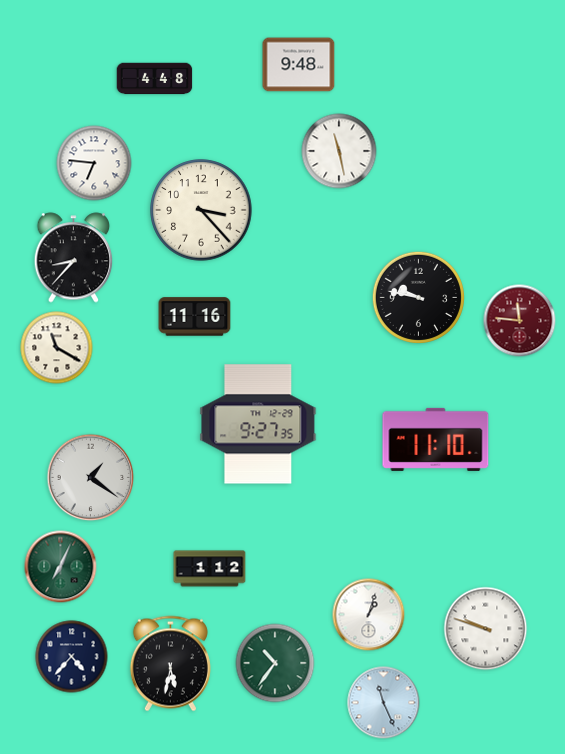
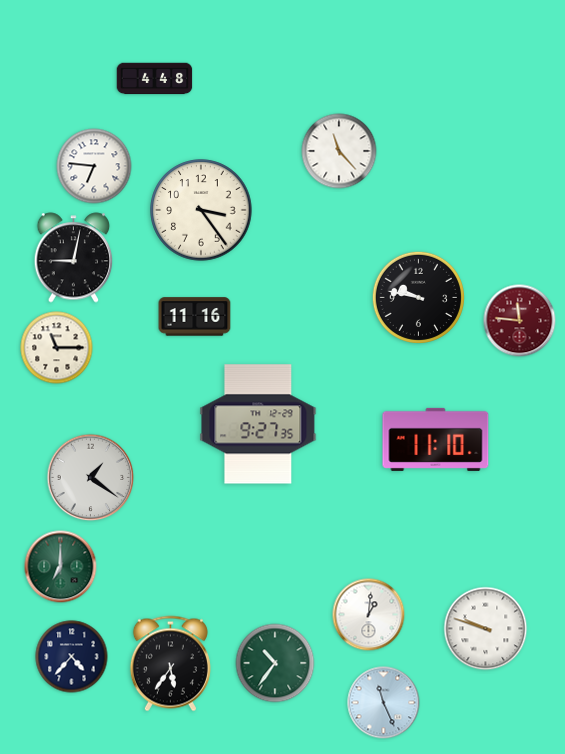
clock at (299, 65): 9:48 -> none
clock at (339, 151): 11:28 -> 11:23
clock at (94, 163) position: (94, 163) -> (94, 166)
clock at (201, 210): 3:23 -> 3:24
clock at (74, 258): 8:37 -> 9:02
clock at (57, 348): 11:20 -> 11:15
clock at (61, 567): 7:04 -> 7:00
clock at (210, 569): 1:12 -> none
clock at (369, 615): 1:03 -> 1:01
clock at (170, 664): 5:32 -> 5:36
